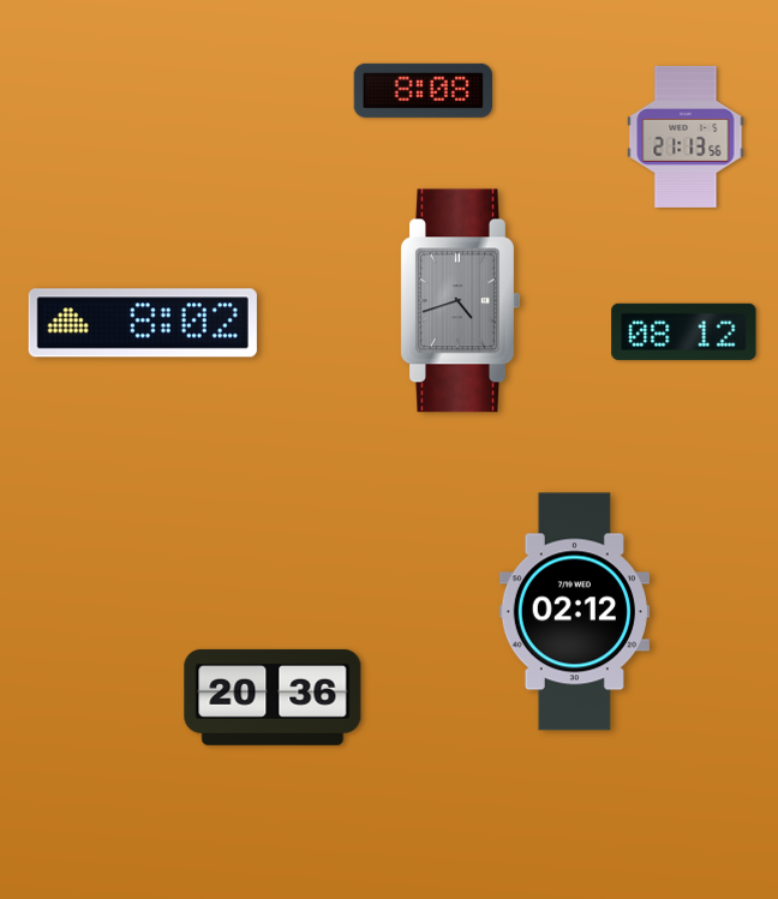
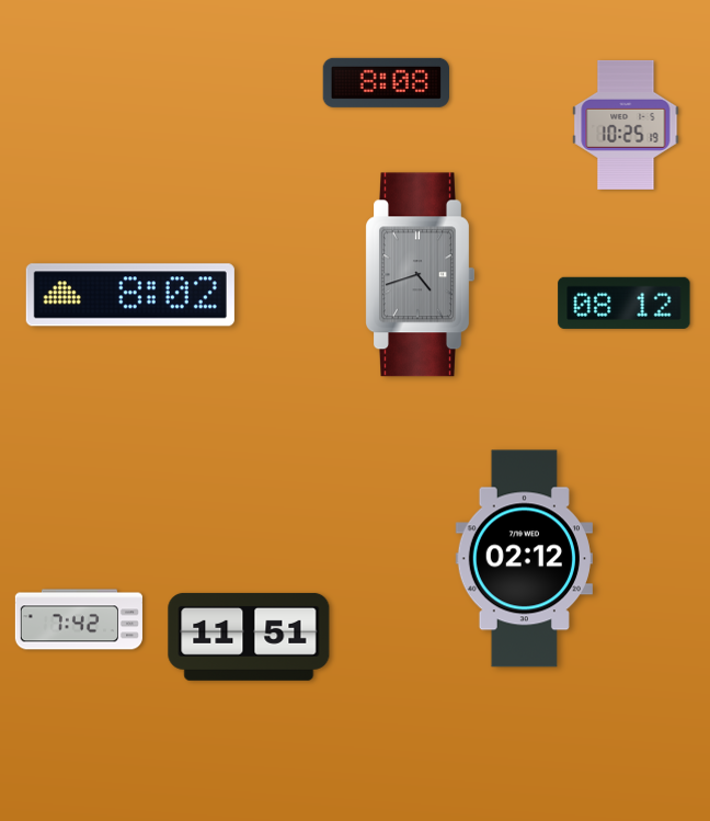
clock at (686, 137): 21:13 -> 10:25
clock at (78, 619): none -> 7:42
clock at (273, 697): 20:36 -> 11:51
